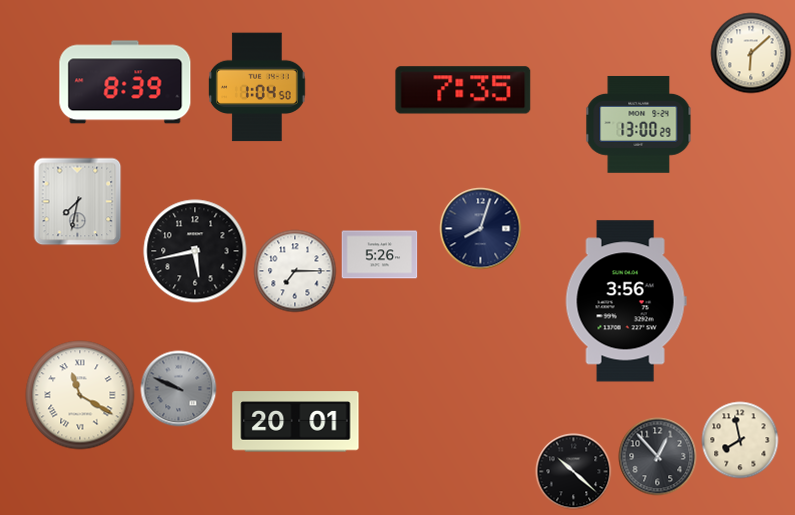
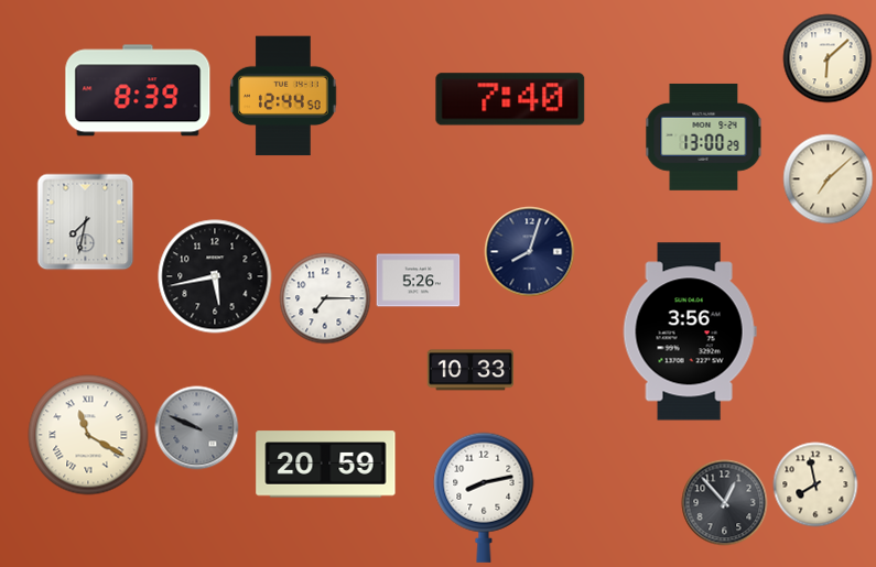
clock at (258, 87): 1:04 -> 12:44
clock at (463, 90): 7:35 -> 7:40
clock at (829, 179): none -> 7:08
clock at (471, 370): none -> 10:33
clock at (296, 422): 20:01 -> 20:59
clock at (484, 498): none -> 8:13
clock at (574, 472): 10:22 -> none
